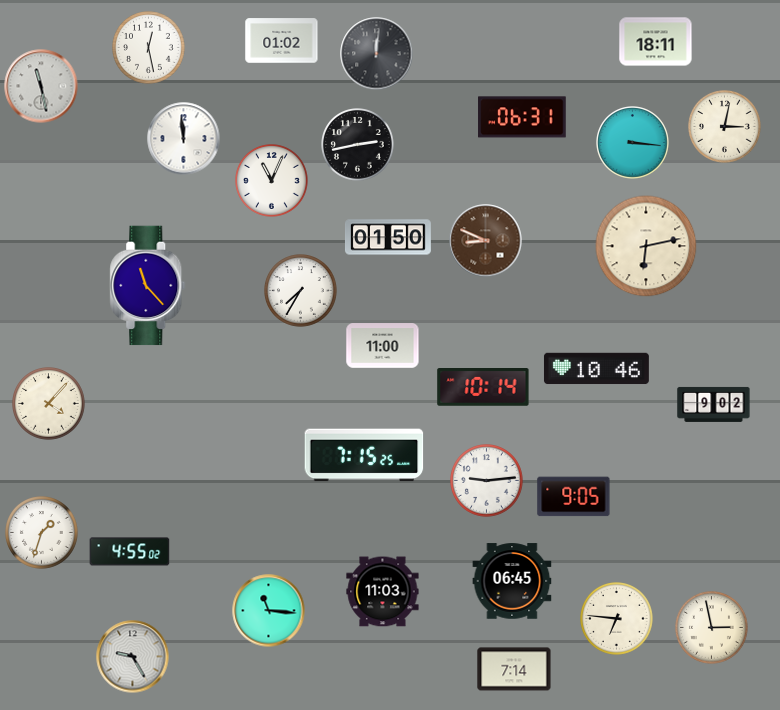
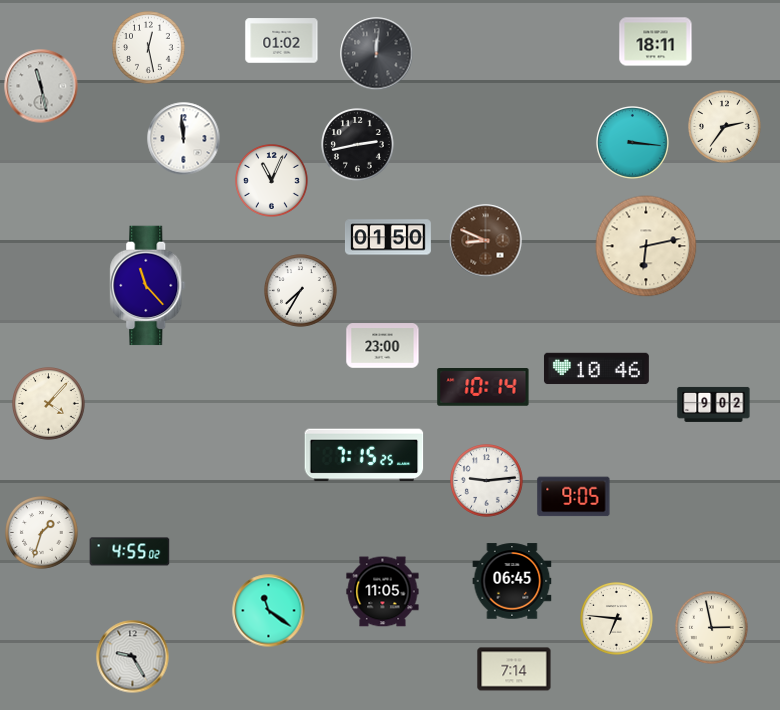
clock at (522, 117): 06:31 -> none
clock at (725, 127): 3:02 -> 2:36
clock at (383, 346): 11:00 -> 23:00
clock at (383, 592): 11:03 -> 11:05
clock at (269, 611): 11:16 -> 11:21
